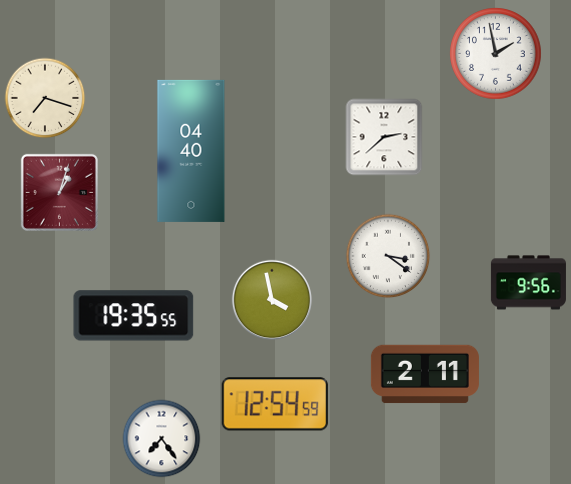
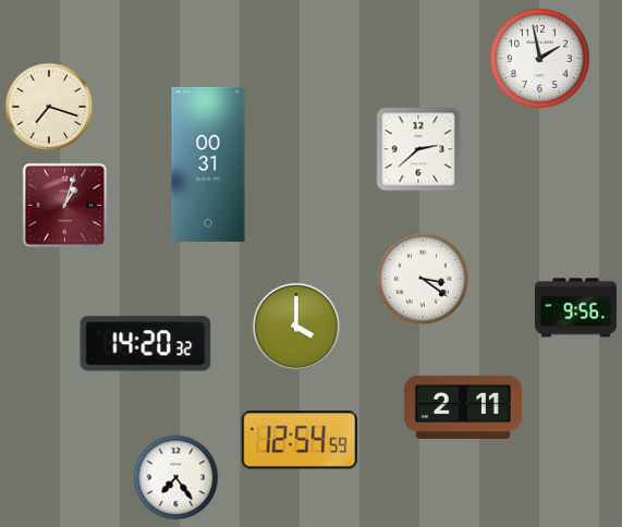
clock at (191, 151): 04:40 -> 00:31
clock at (59, 192) position: (59, 192) -> (64, 205)
clock at (272, 300): 3:58 -> 4:00
clock at (134, 316): 19:35 -> 14:20
